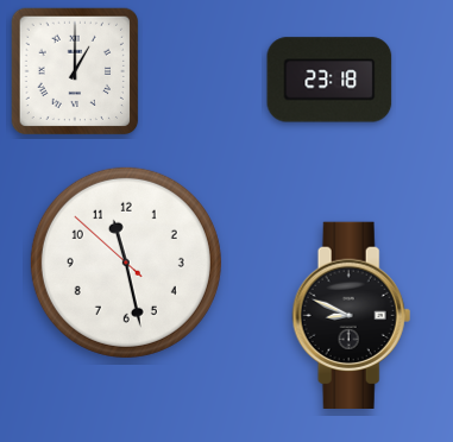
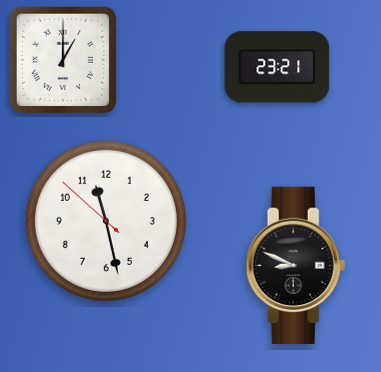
clock at (329, 80): 23:18 -> 23:21
